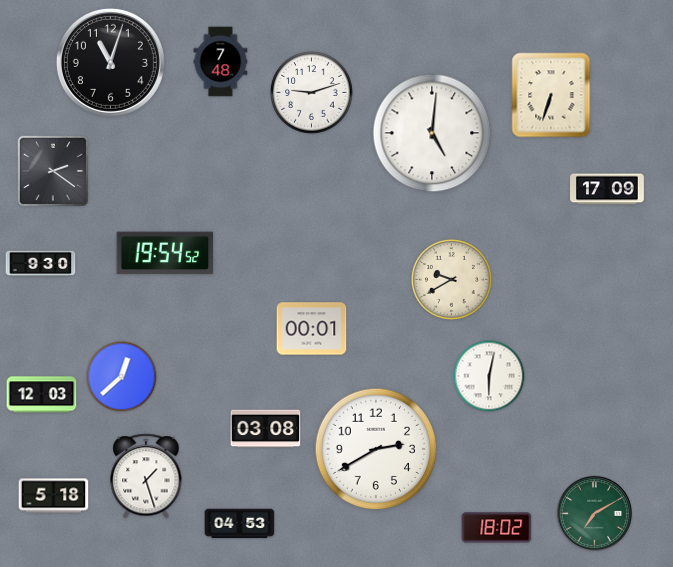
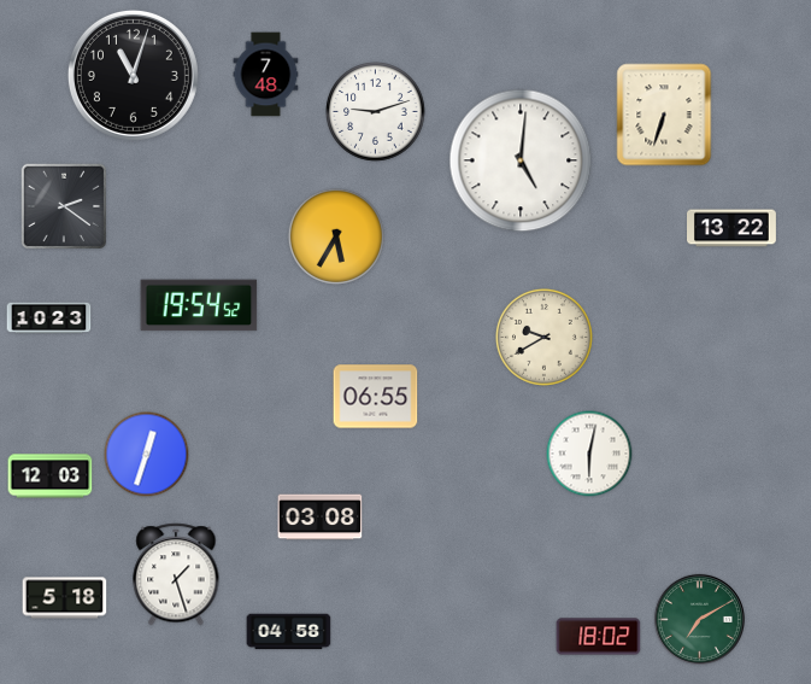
clock at (608, 189): 17:09 -> 13:22
clock at (336, 236): none -> 5:35
clock at (41, 264): 9:30 -> 10:23
clock at (312, 329): 00:01 -> 06:55
clock at (122, 377): 12:38 -> 12:33
clock at (376, 449): 2:40 -> none
clock at (594, 513) position: (594, 513) -> (699, 619)
clock at (240, 524): 04:53 -> 04:58
